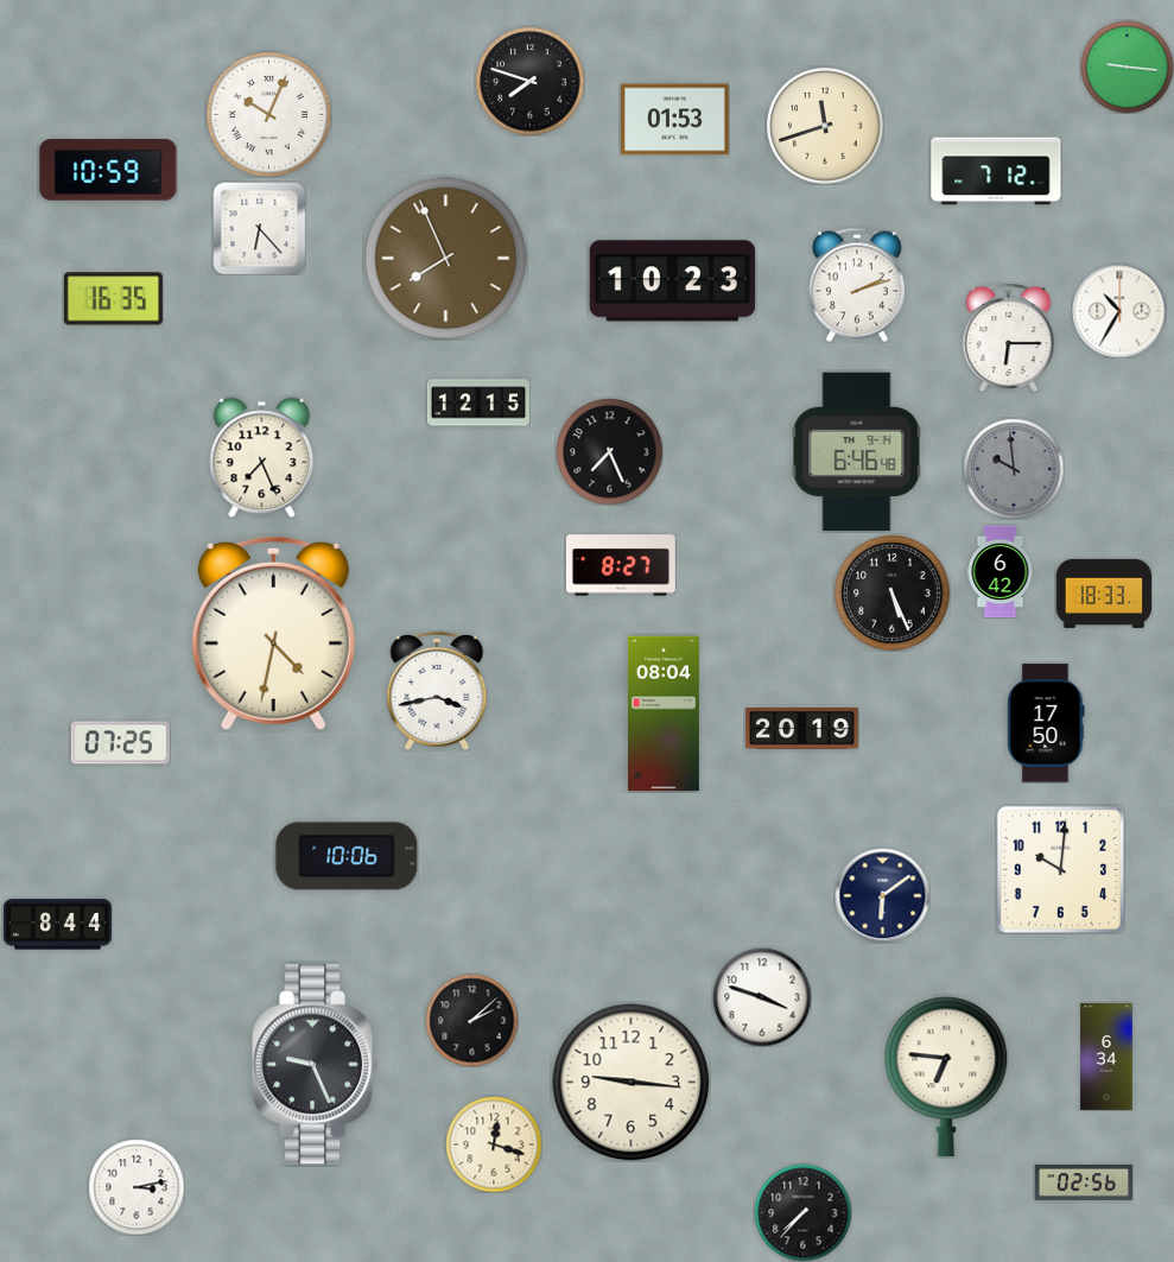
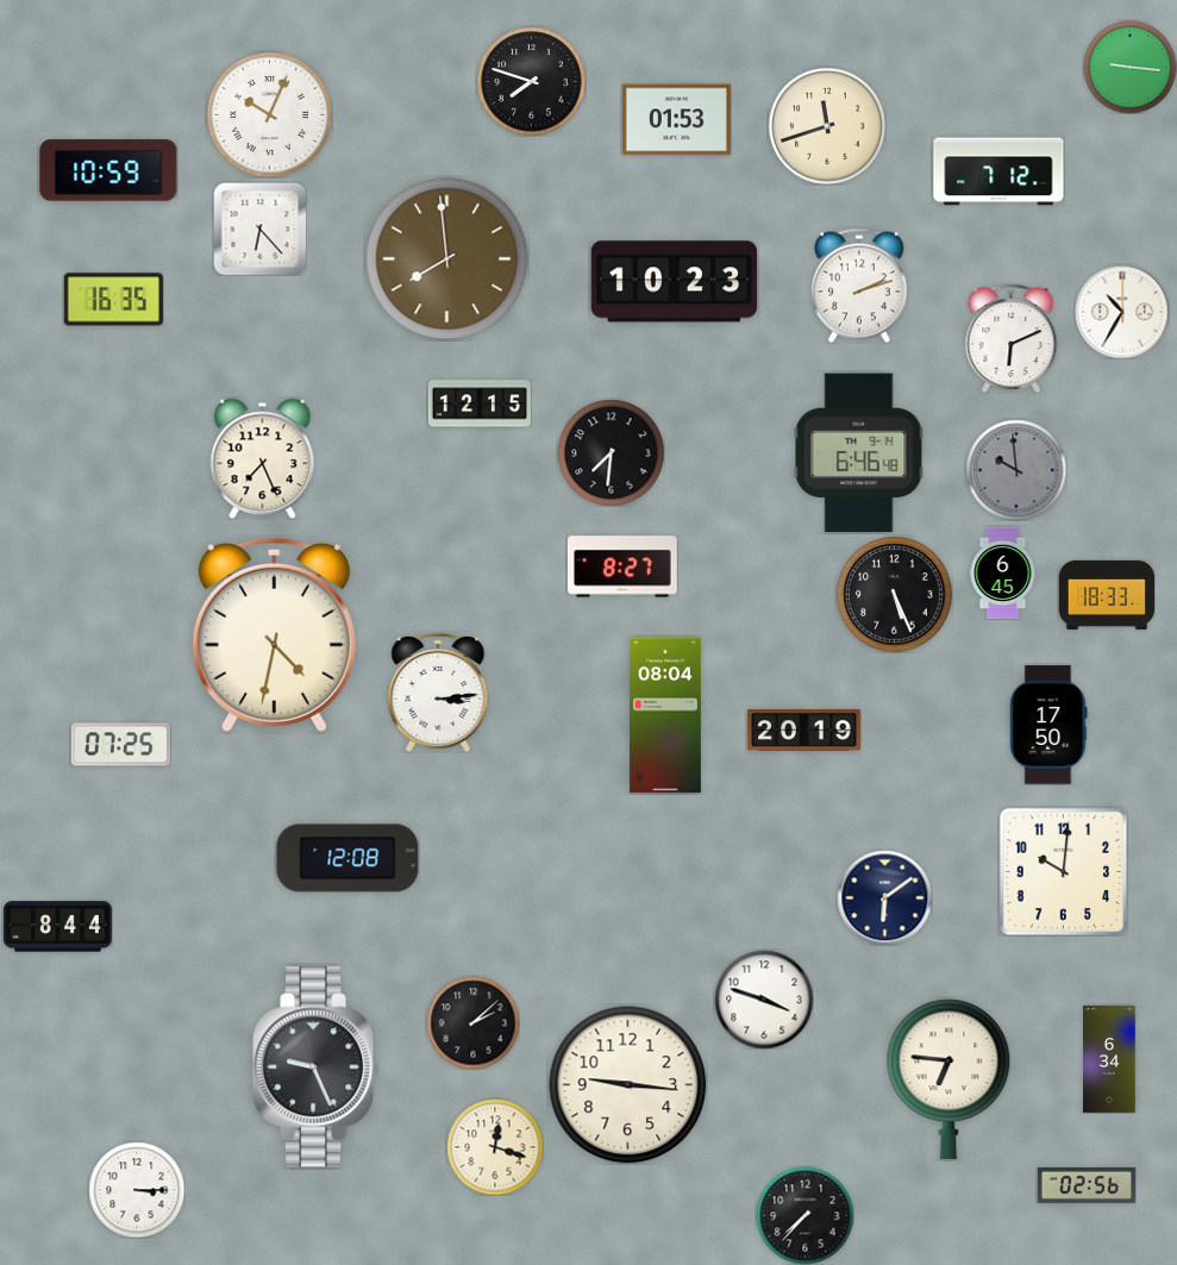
clock at (446, 259): 7:56 -> 7:59
clock at (1009, 337): 6:15 -> 6:11
clock at (609, 451): 7:26 -> 7:31
clock at (1001, 571): 6:42 -> 6:45
clock at (437, 691): 3:43 -> 3:14
clock at (347, 856): 10:06 -> 12:08
clock at (632, 1083) position: (632, 1083) -> (628, 1085)
clock at (137, 1187): 3:13 -> 3:15
